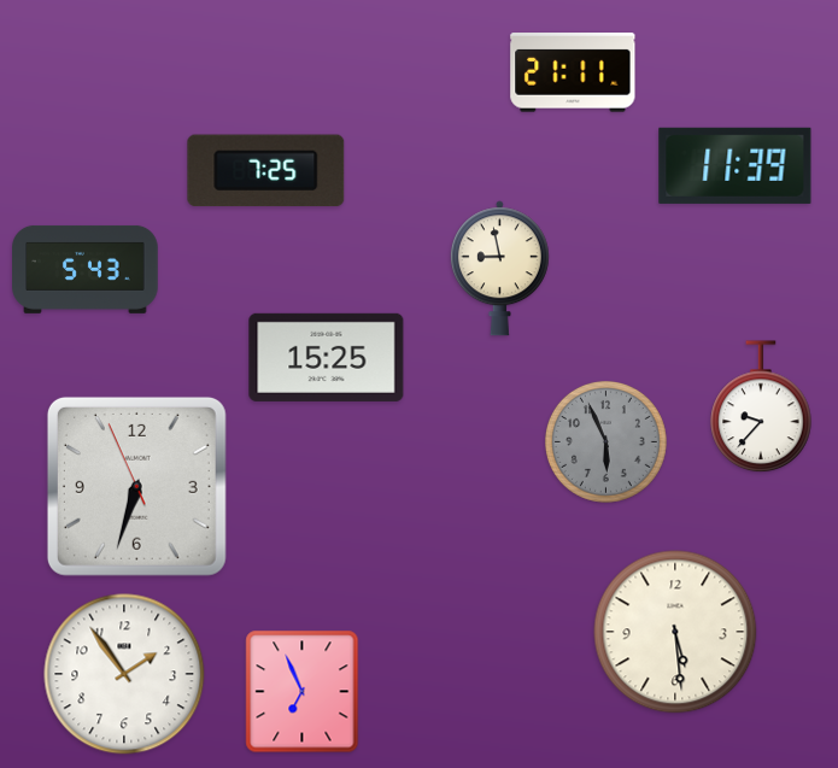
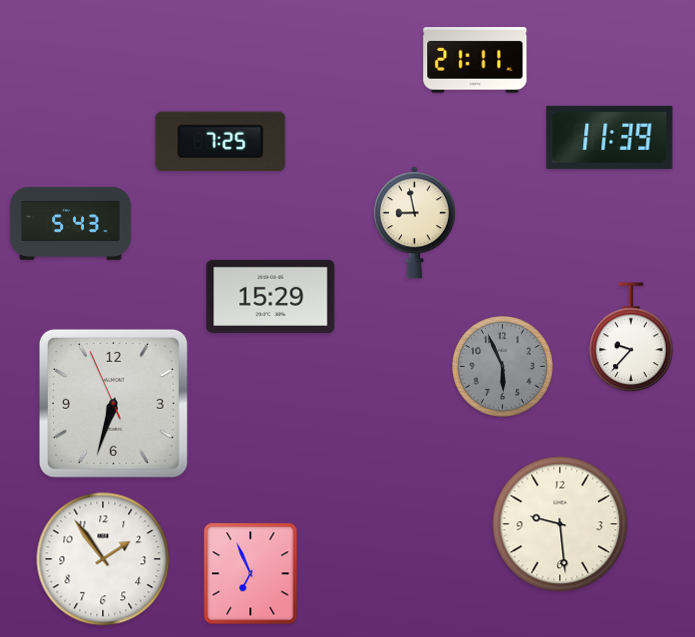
clock at (327, 357): 15:25 -> 15:29
clock at (675, 632): 5:29 -> 9:29
